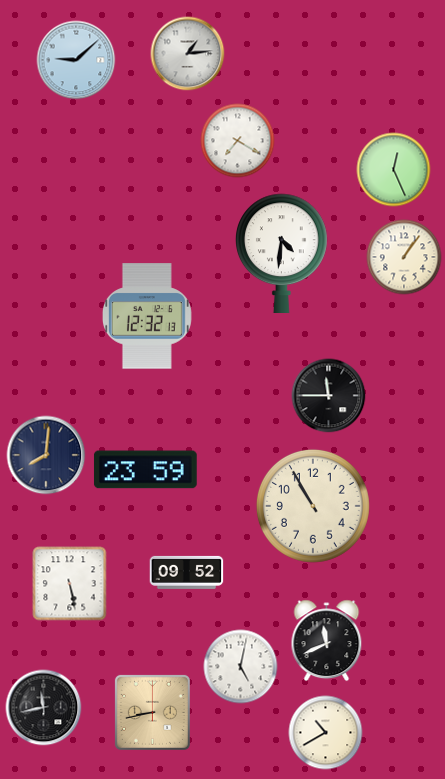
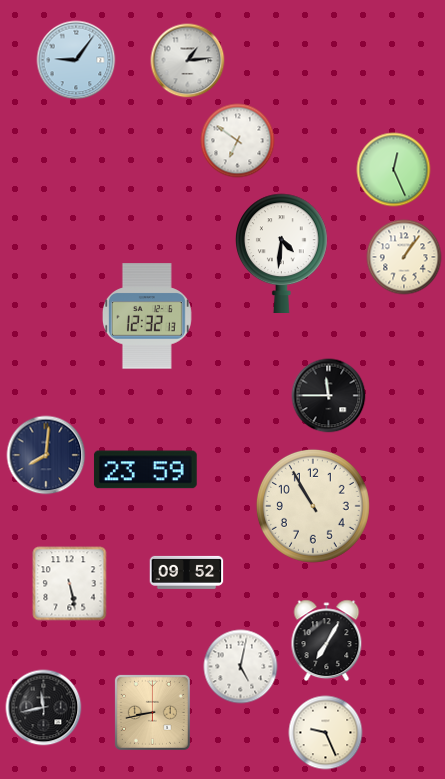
clock at (188, 54) position: (188, 54) -> (188, 61)
clock at (76, 60): 9:08 -> 9:06
clock at (238, 141): 7:20 -> 6:51
clock at (327, 641): 11:41 -> 7:05
clock at (326, 733): 10:40 -> 9:26
